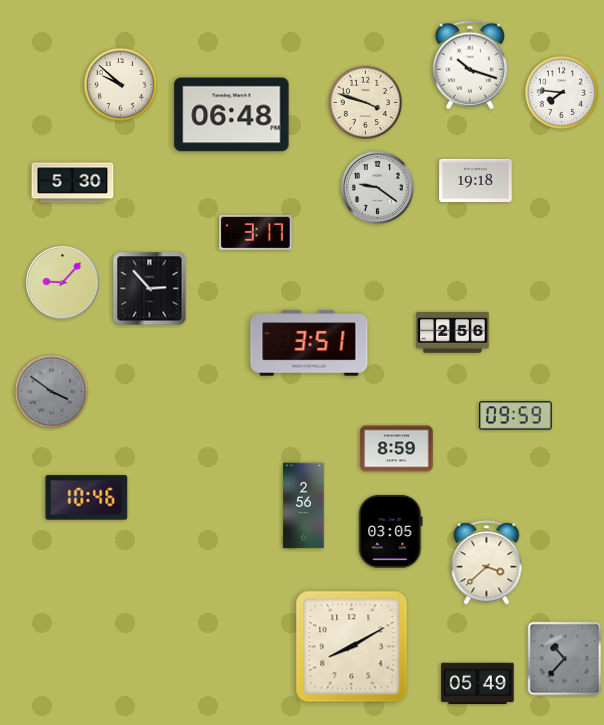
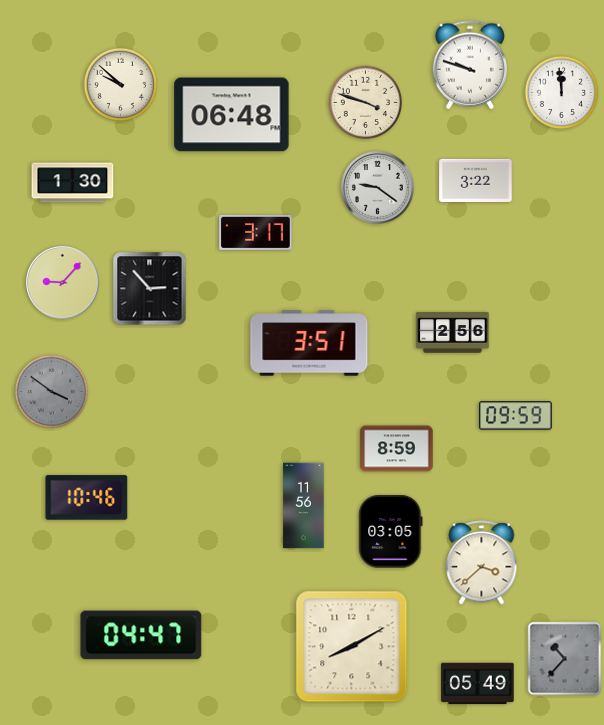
clock at (470, 65): 10:18 -> 9:48
clock at (561, 92): 7:46 -> 11:59
clock at (476, 180): 19:18 -> 3:22
clock at (73, 183): 5:30 -> 1:30
clock at (304, 506): 2:56 -> 11:56
clock at (487, 563) position: (487, 563) -> (482, 563)
clock at (141, 635): none -> 04:47
